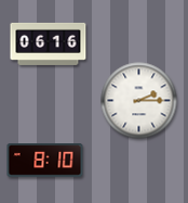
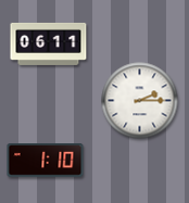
clock at (49, 43): 06:16 -> 06:11
clock at (45, 161): 8:10 -> 1:10
